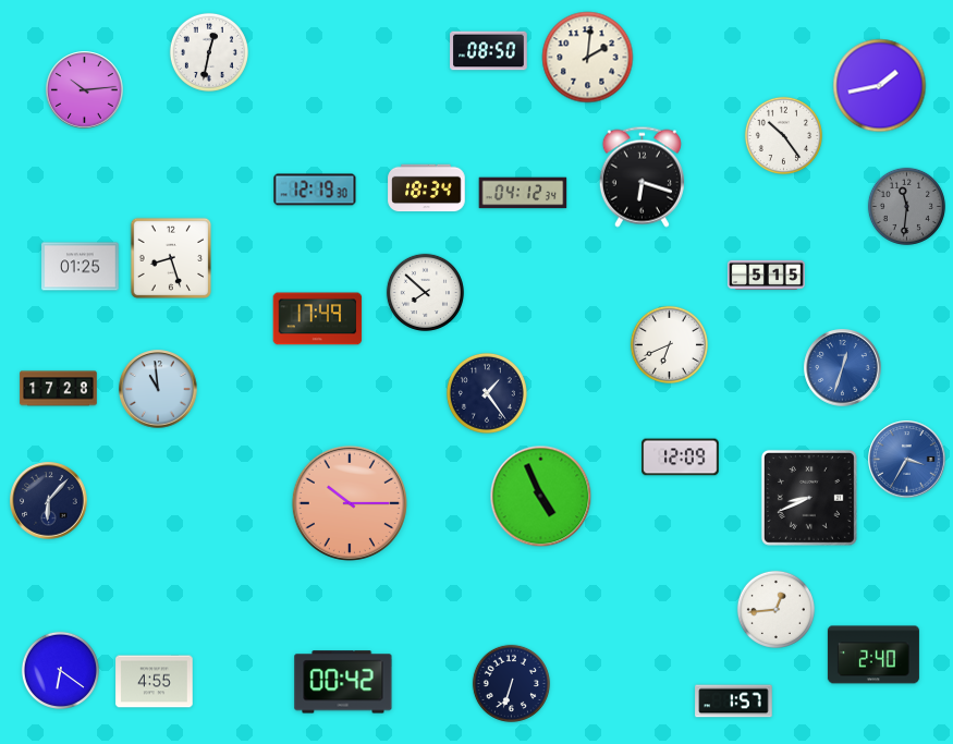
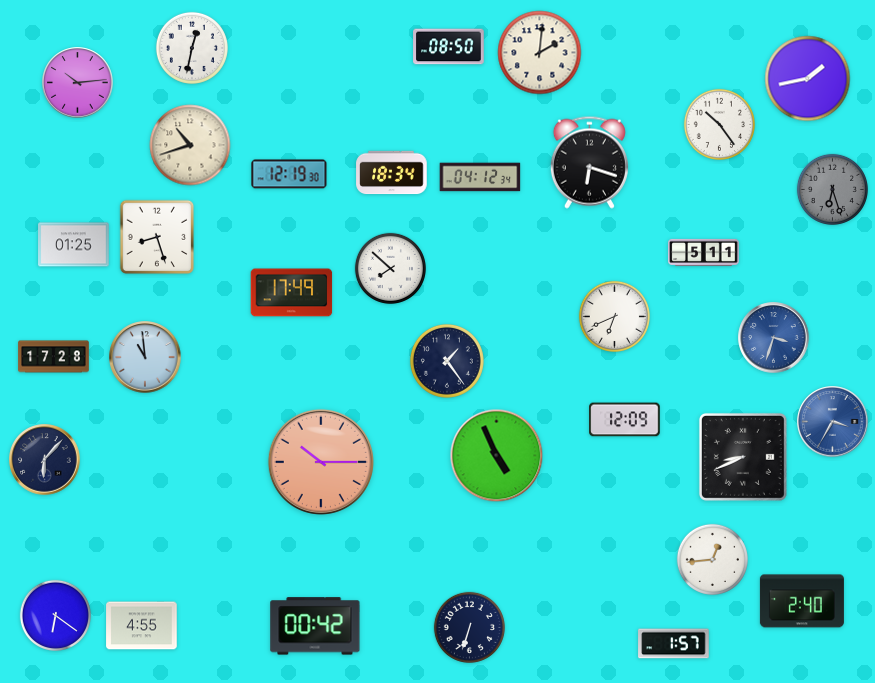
clock at (190, 145): none -> 10:42
clock at (906, 206): 11:31 -> 6:27
clock at (767, 275): 5:15 -> 5:11
clock at (843, 368): 12:33 -> 3:33
